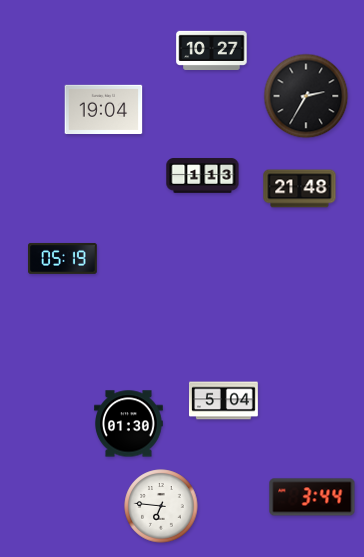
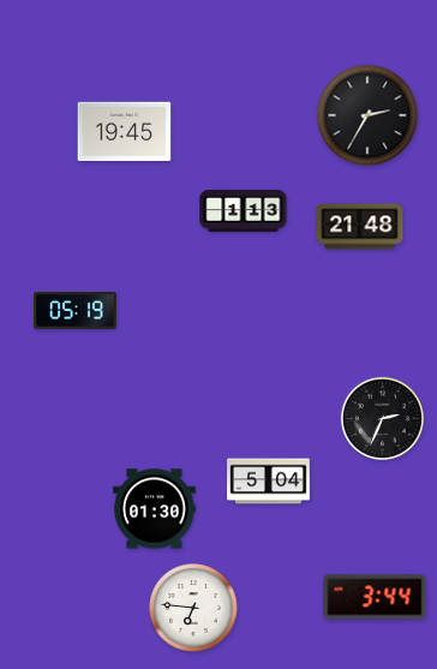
clock at (212, 50): 10:27 -> none
clock at (104, 110): 19:04 -> 19:45
clock at (382, 418): none -> 2:34
